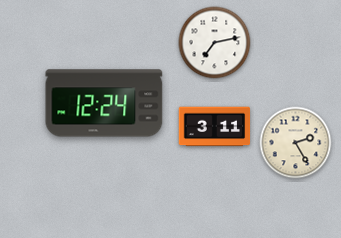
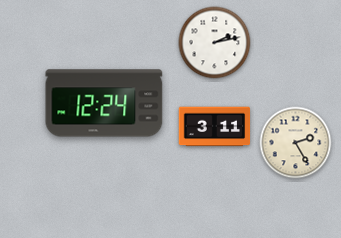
clock at (215, 43): 7:13 -> 2:13
